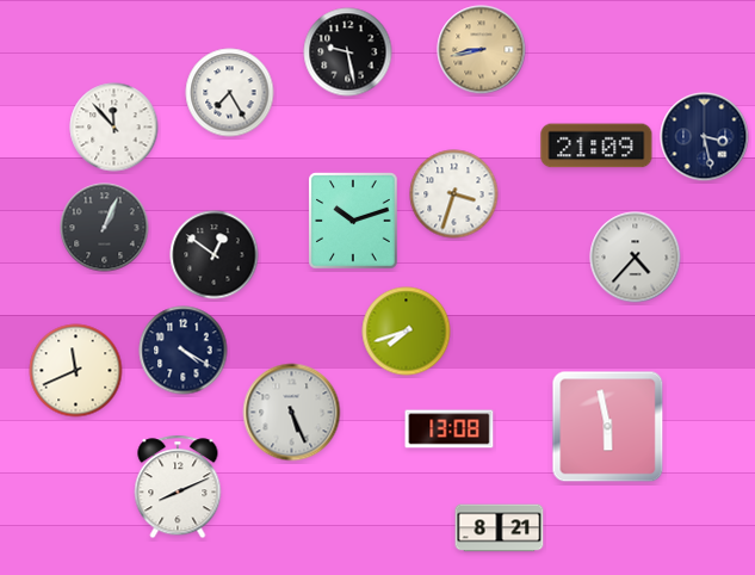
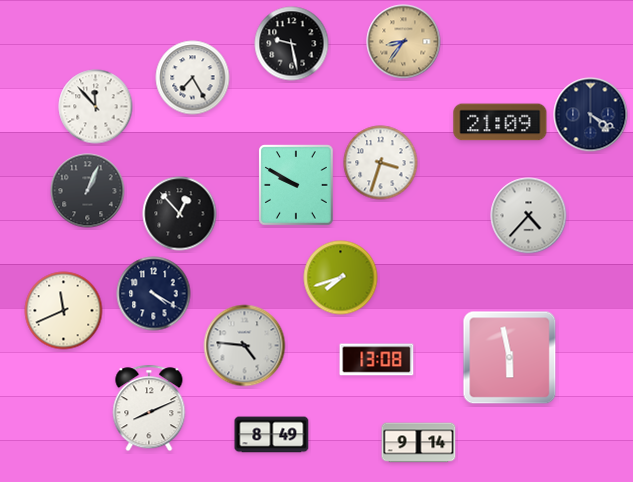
clock at (482, 50): 8:43 -> 8:36
clock at (705, 137): 3:28 -> 4:20
clock at (353, 221): 10:12 -> 9:50
clock at (215, 255): 12:51 -> 12:53
clock at (636, 258) position: (636, 258) -> (529, 216)
clock at (292, 413): 5:26 -> 4:46
clock at (272, 435): none -> 8:49
clock at (500, 528): 8:21 -> 9:14
